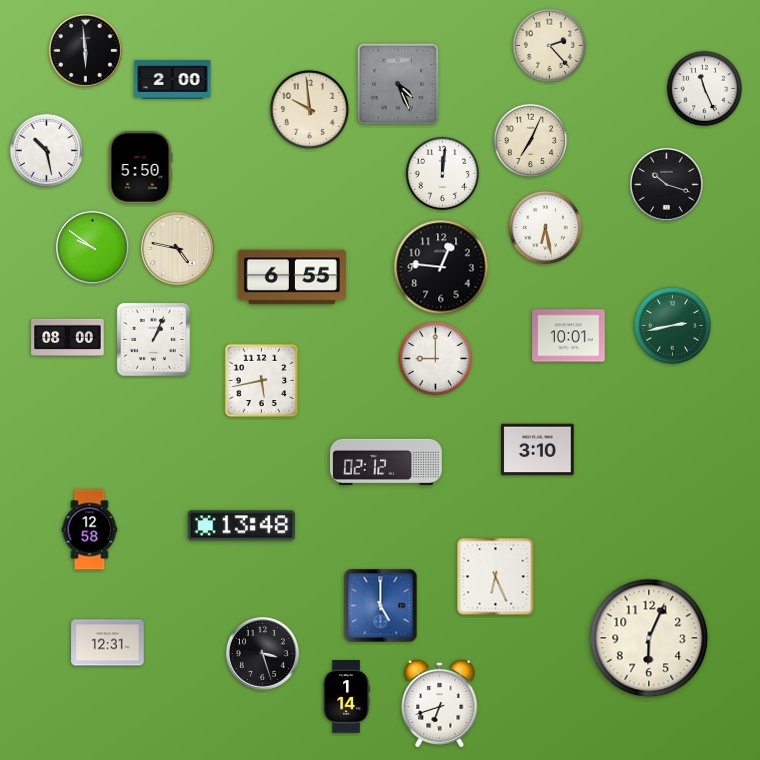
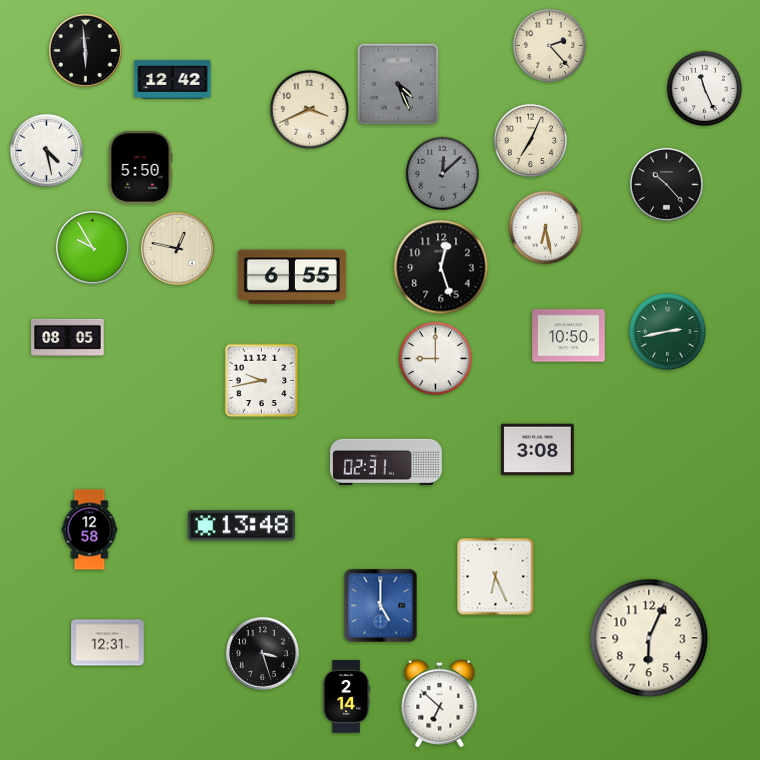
clock at (173, 80): 2:00 -> 12:42
clock at (309, 109): 9:59 -> 3:41
clock at (47, 151): 10:28 -> 4:28
clock at (443, 174): 12:01 -> 12:08
clock at (443, 174) dial: white -> grey
clock at (666, 184): 10:18 -> 10:23
clock at (92, 247): 9:51 -> 9:55
clock at (177, 248): 4:47 -> 12:47
clock at (441, 267): 12:46 -> 12:27
clock at (672, 325) position: (672, 325) -> (667, 331)
clock at (569, 336): 10:01 -> 10:50
clock at (68, 337): 08:00 -> 08:05
clock at (153, 339): 1:04 -> none
clock at (262, 381): 5:43 -> 9:43
clock at (538, 450): 3:10 -> 3:08
clock at (386, 461): 02:12 -> 02:31
clock at (346, 697): 1:14 -> 2:14
clock at (440, 703): 6:42 -> 6:52
